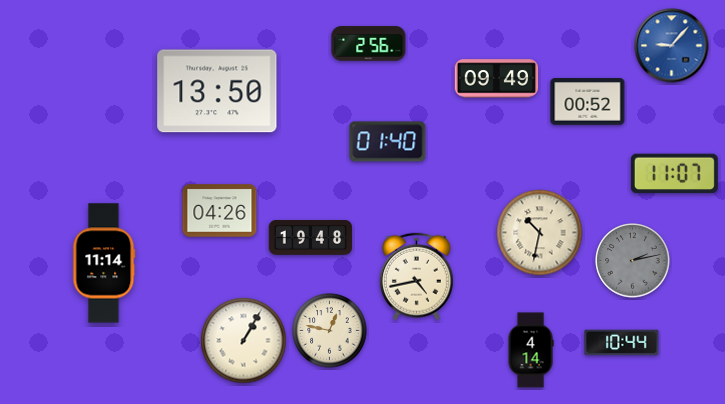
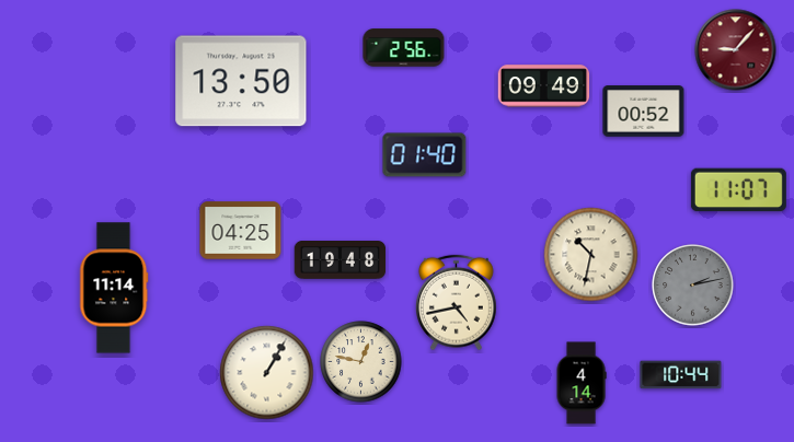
clock at (672, 46) dial: blue -> burgundy
clock at (217, 91) position: (217, 91) -> (241, 81)
clock at (220, 211): 04:26 -> 04:25
